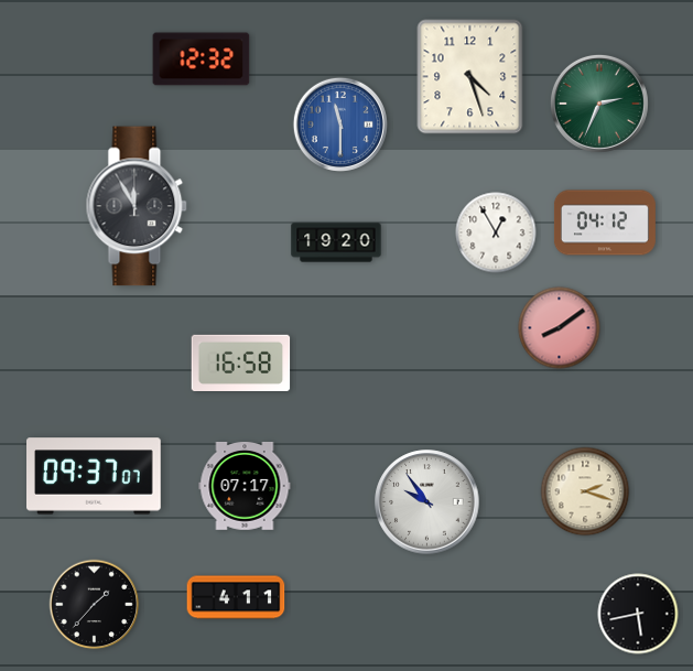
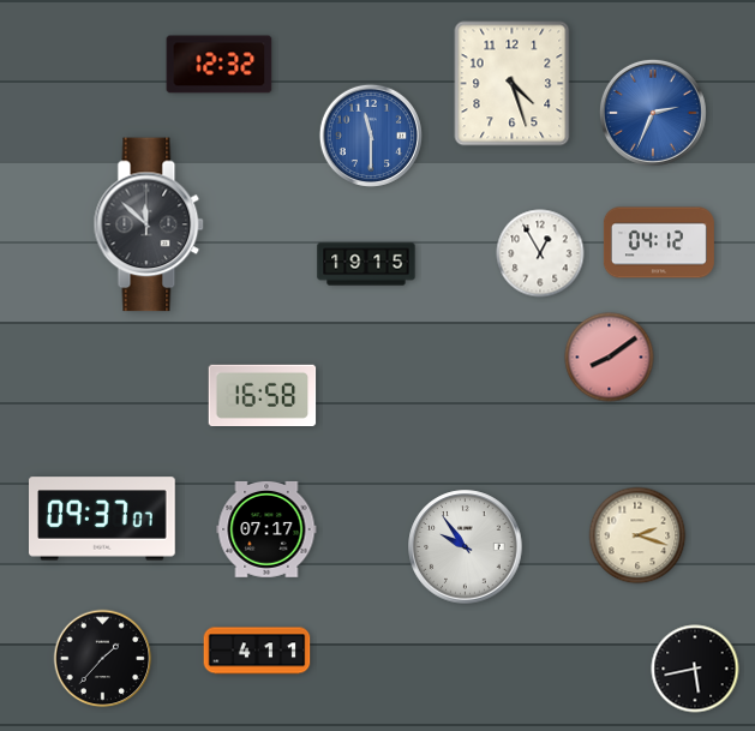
clock at (599, 104) dial: green -> blue
clock at (137, 206): 11:55 -> 11:52
clock at (336, 242): 19:20 -> 19:15
